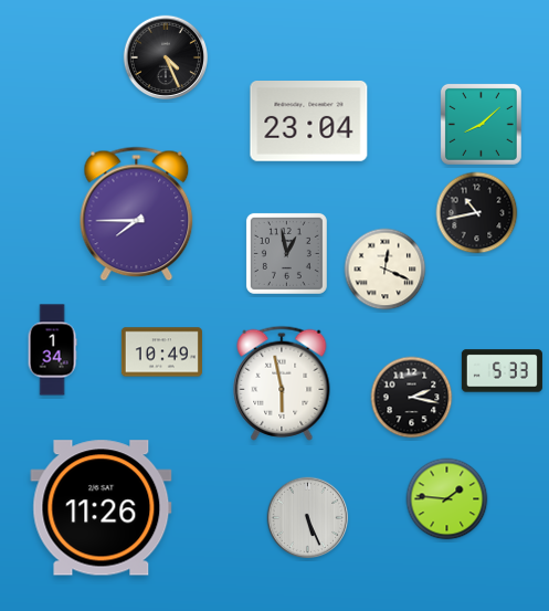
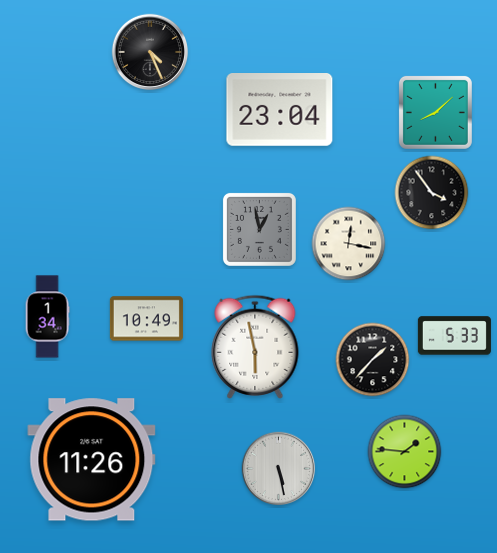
clock at (477, 213): 10:43 -> 3:54
clock at (137, 214): 7:45 -> none
clock at (386, 270): 12:19 -> 12:17
clock at (412, 398): 2:17 -> 1:37
clock at (308, 518): 5:26 -> 5:28
